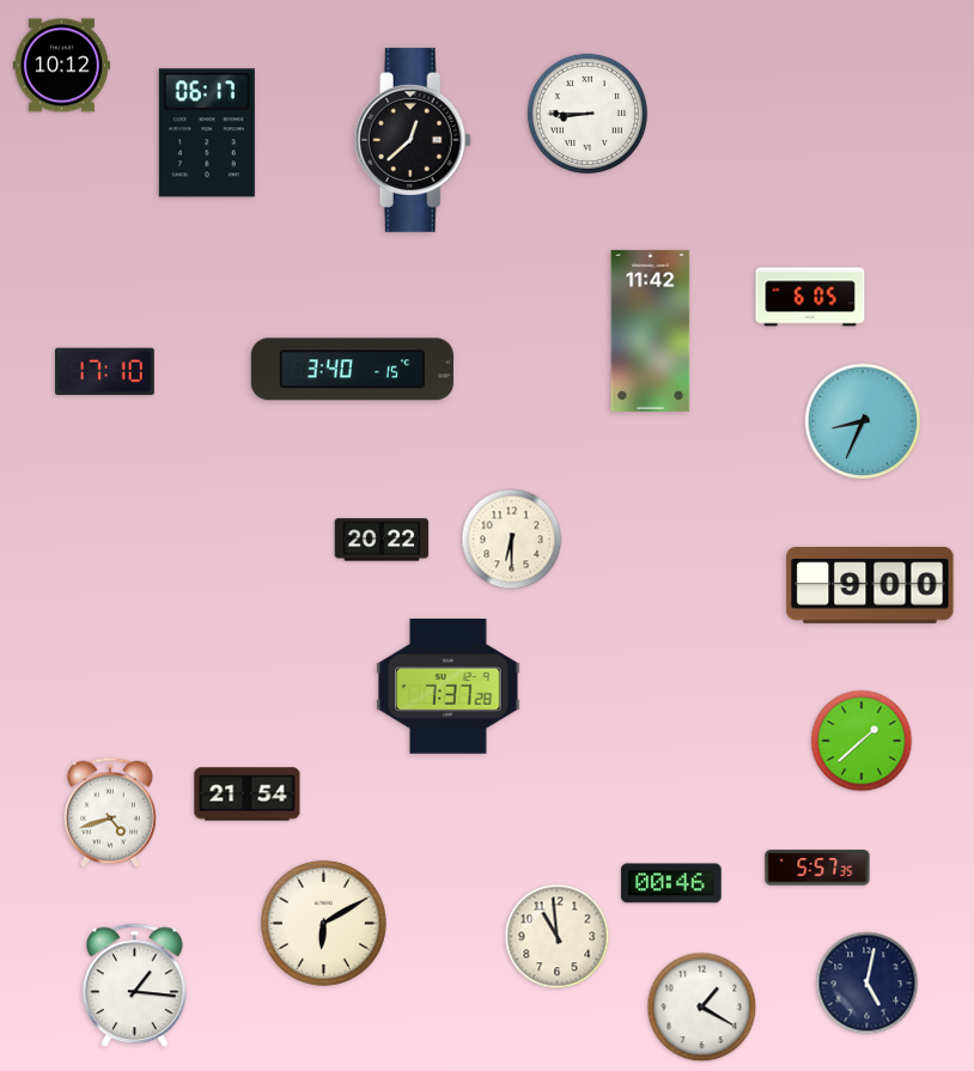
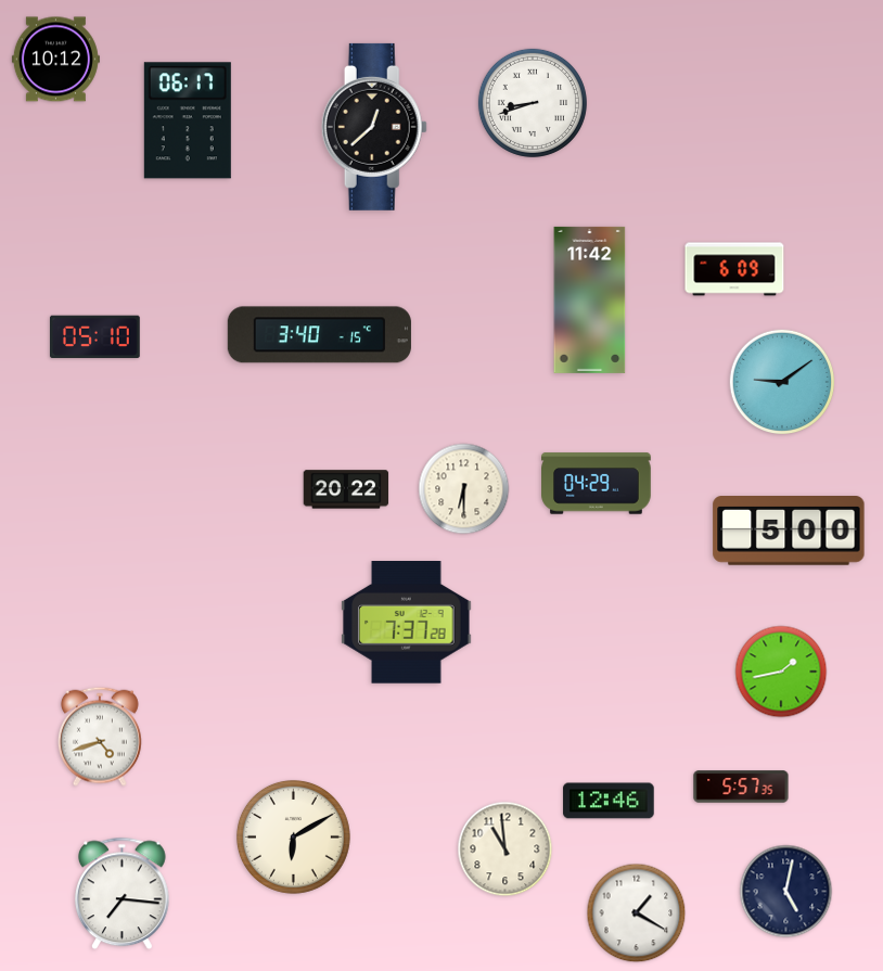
clock at (588, 114): 8:45 -> 8:42
clock at (810, 297): 6:05 -> 6:09
clock at (105, 372): 17:10 -> 05:10
clock at (863, 421): 8:34 -> 9:09
clock at (597, 484): none -> 04:29
clock at (870, 586): 9:00 -> 5:00
clock at (862, 741): 1:38 -> 1:43
clock at (248, 795): 21:54 -> none
clock at (671, 883): 00:46 -> 12:46
clock at (135, 986): 1:16 -> 7:16
